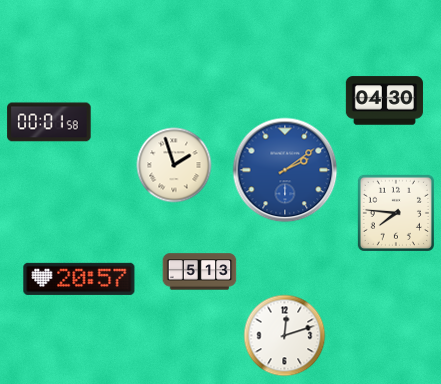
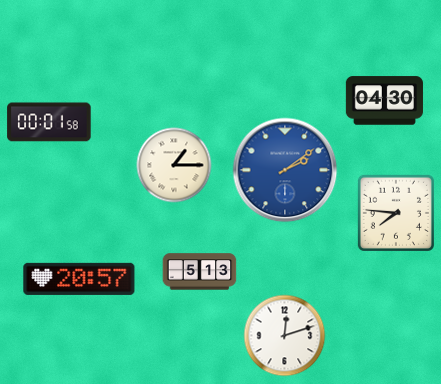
clock at (174, 165): 1:57 -> 1:15
